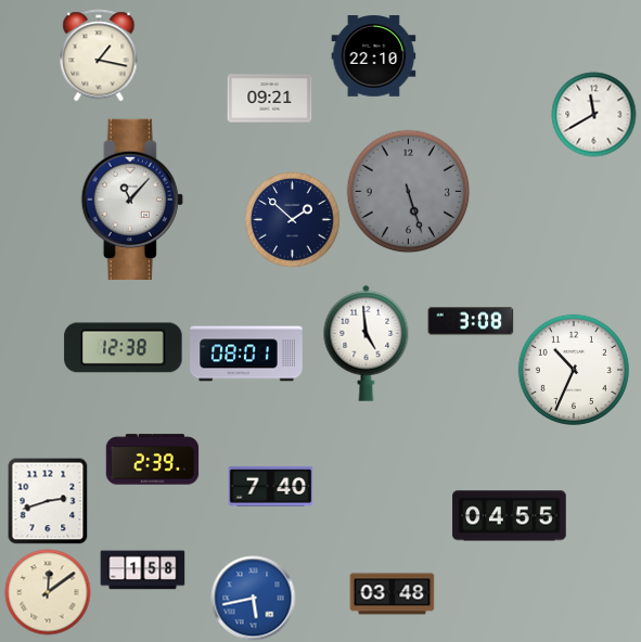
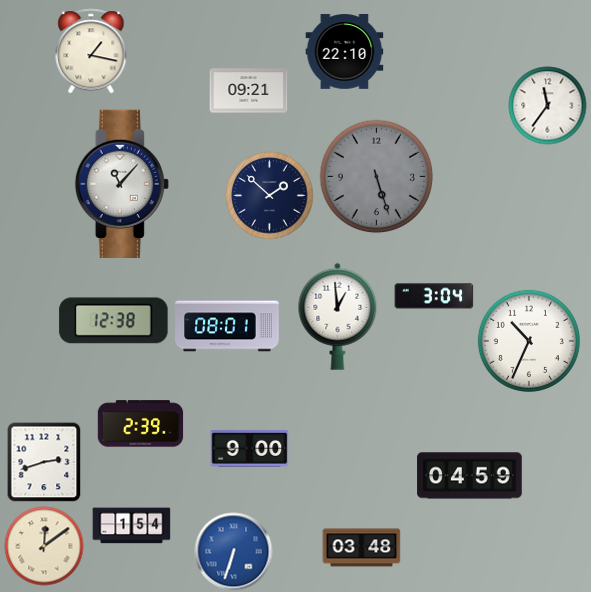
clock at (593, 114): 11:40 -> 11:36
clock at (292, 219) position: (292, 219) -> (269, 195)
clock at (471, 321): 3:08 -> 3:04
clock at (367, 343): 4:59 -> 12:59
clock at (270, 486): 7:40 -> 9:00
clock at (510, 516): 04:55 -> 04:59
clock at (142, 570): 1:58 -> 1:54
clock at (253, 598): 5:43 -> 6:33
